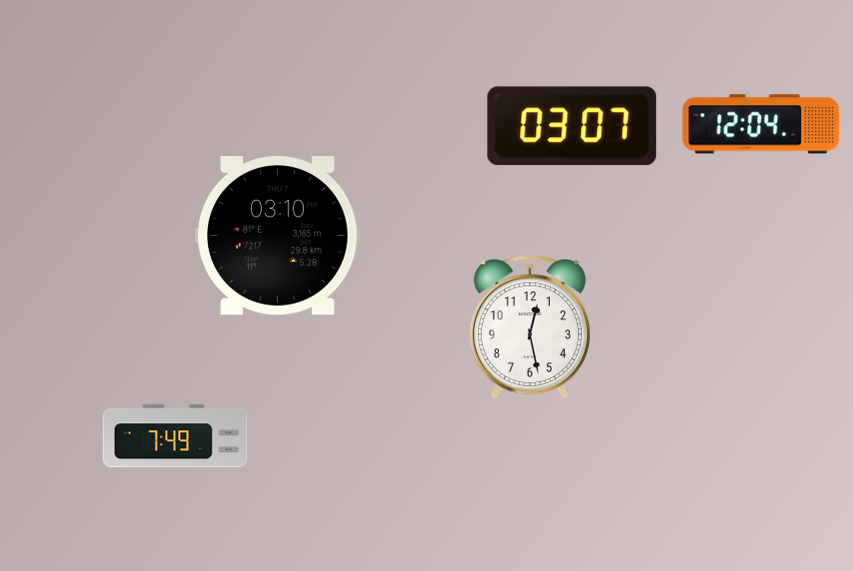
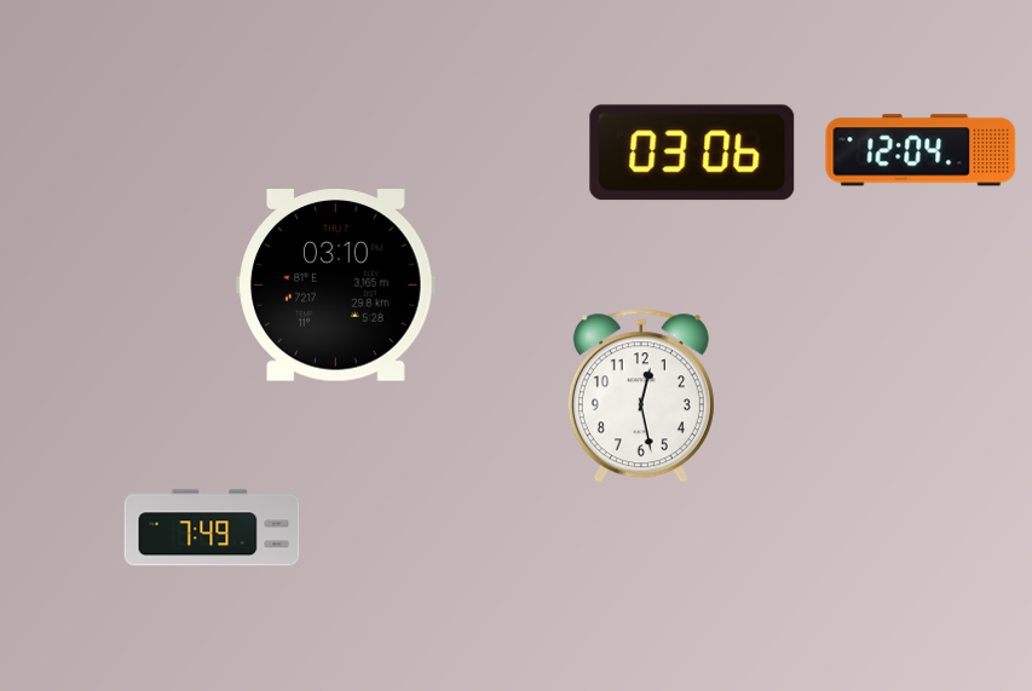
clock at (572, 126): 03:07 -> 03:06
